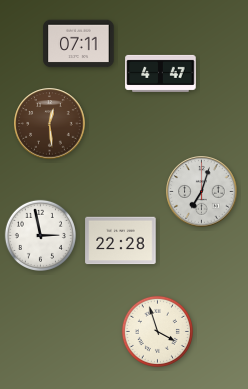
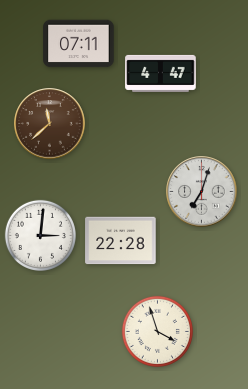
clock at (50, 124): 12:29 -> 11:38
clock at (40, 235): 2:58 -> 3:01
